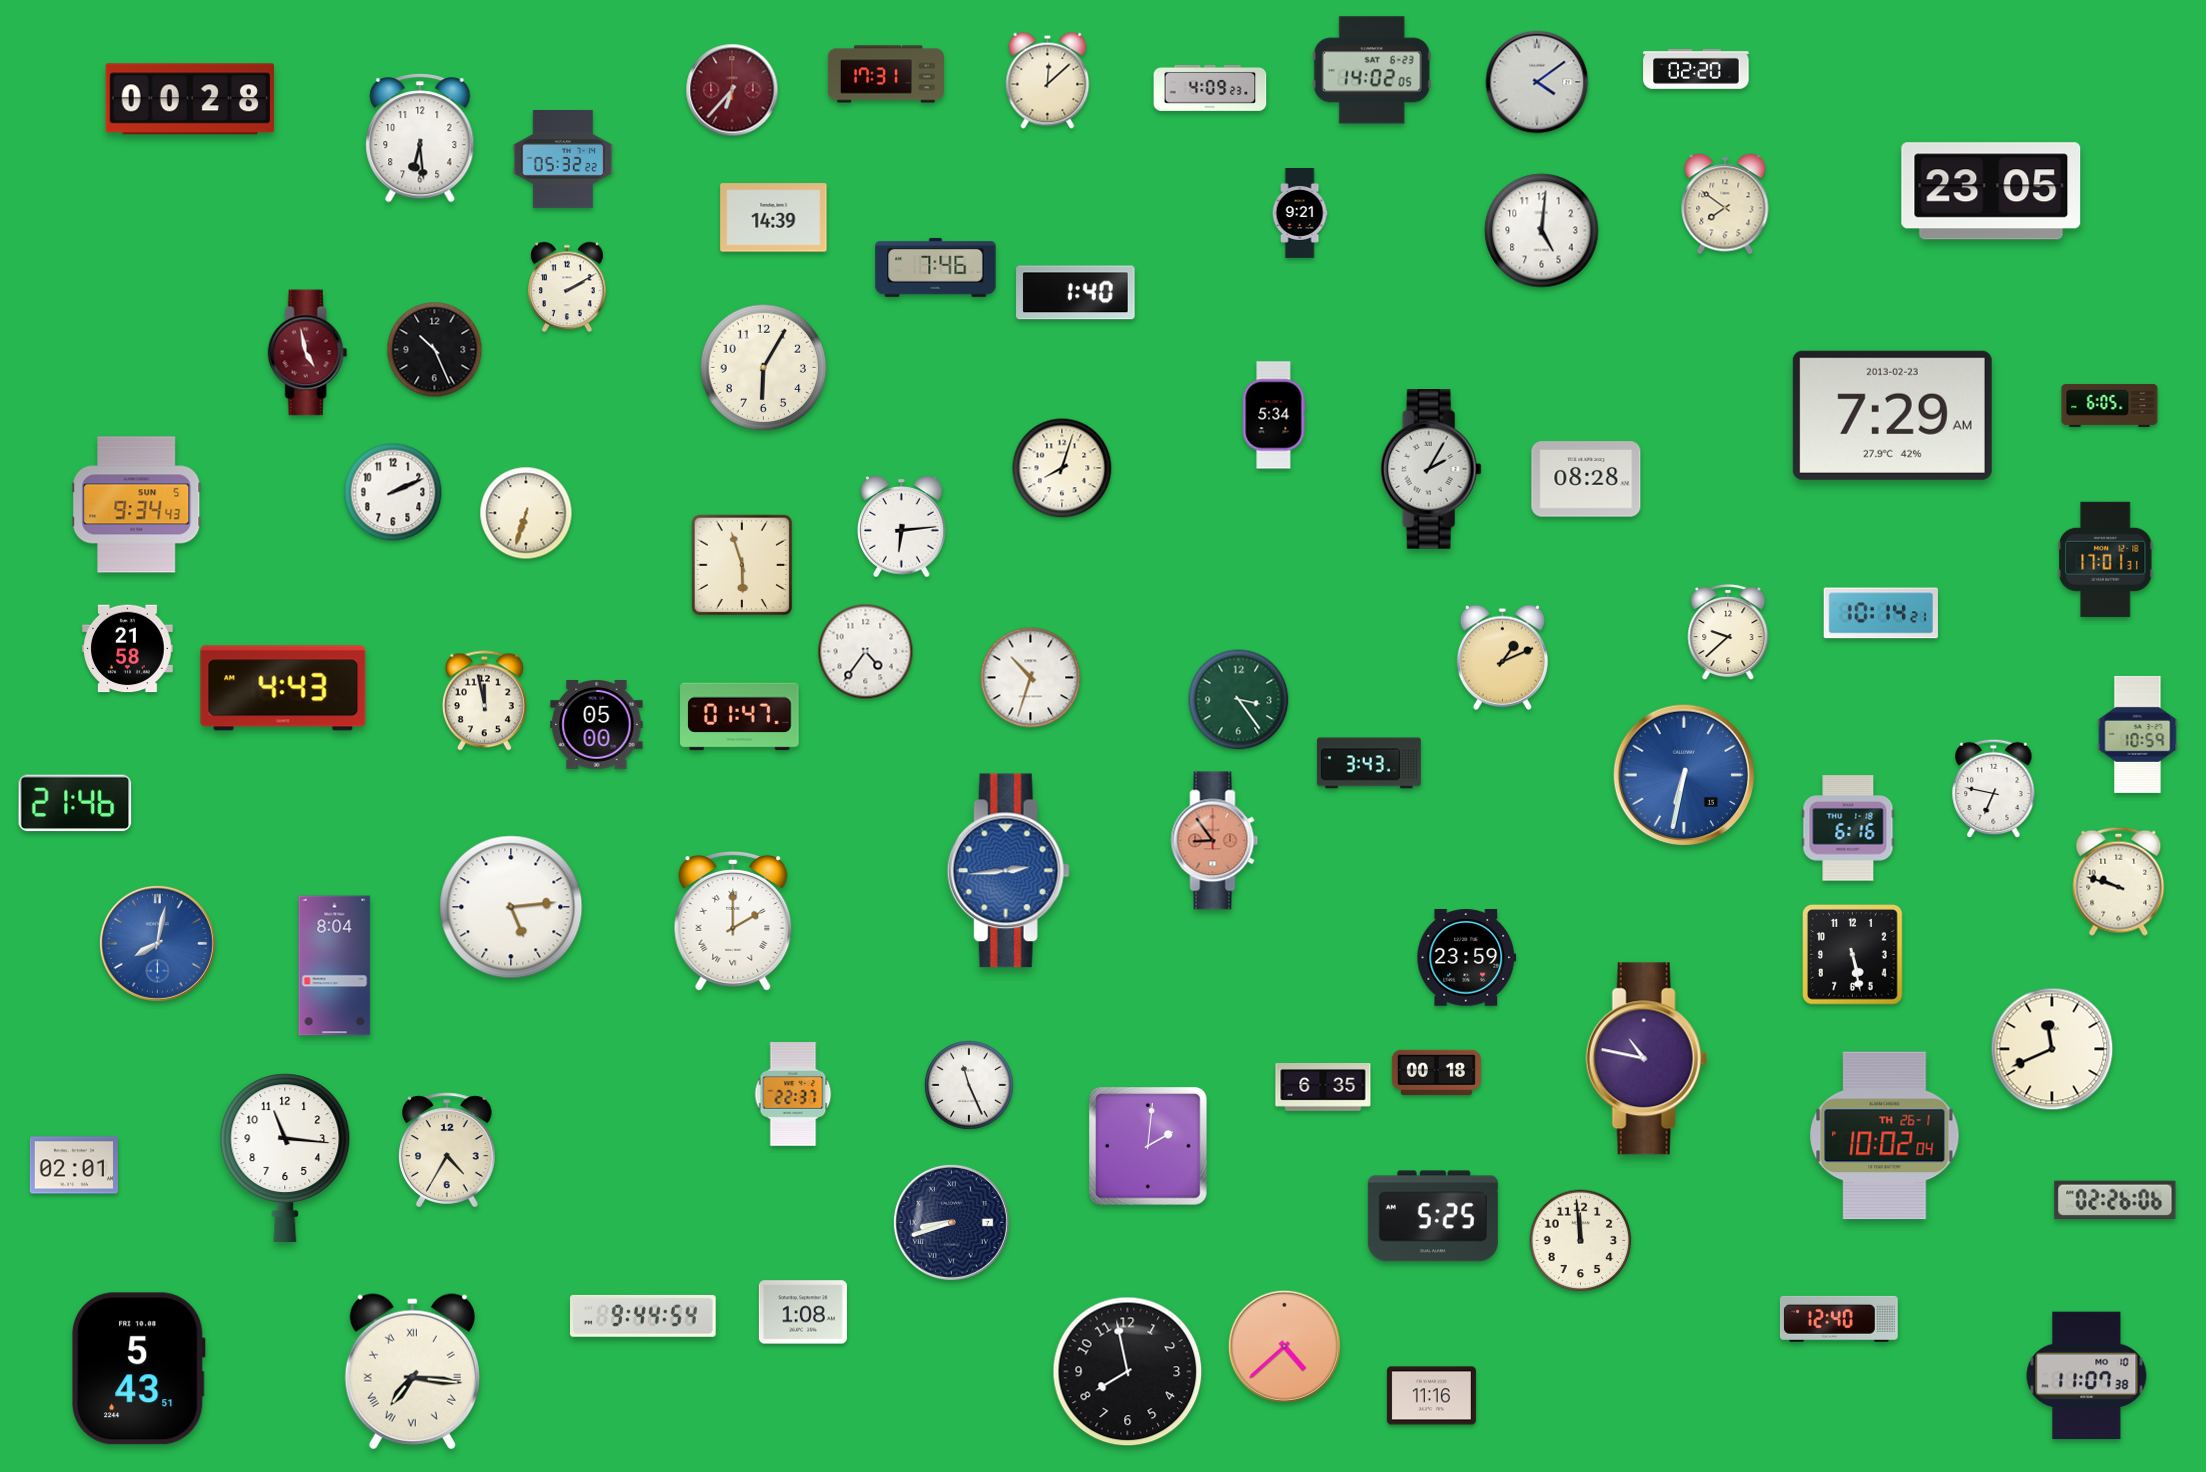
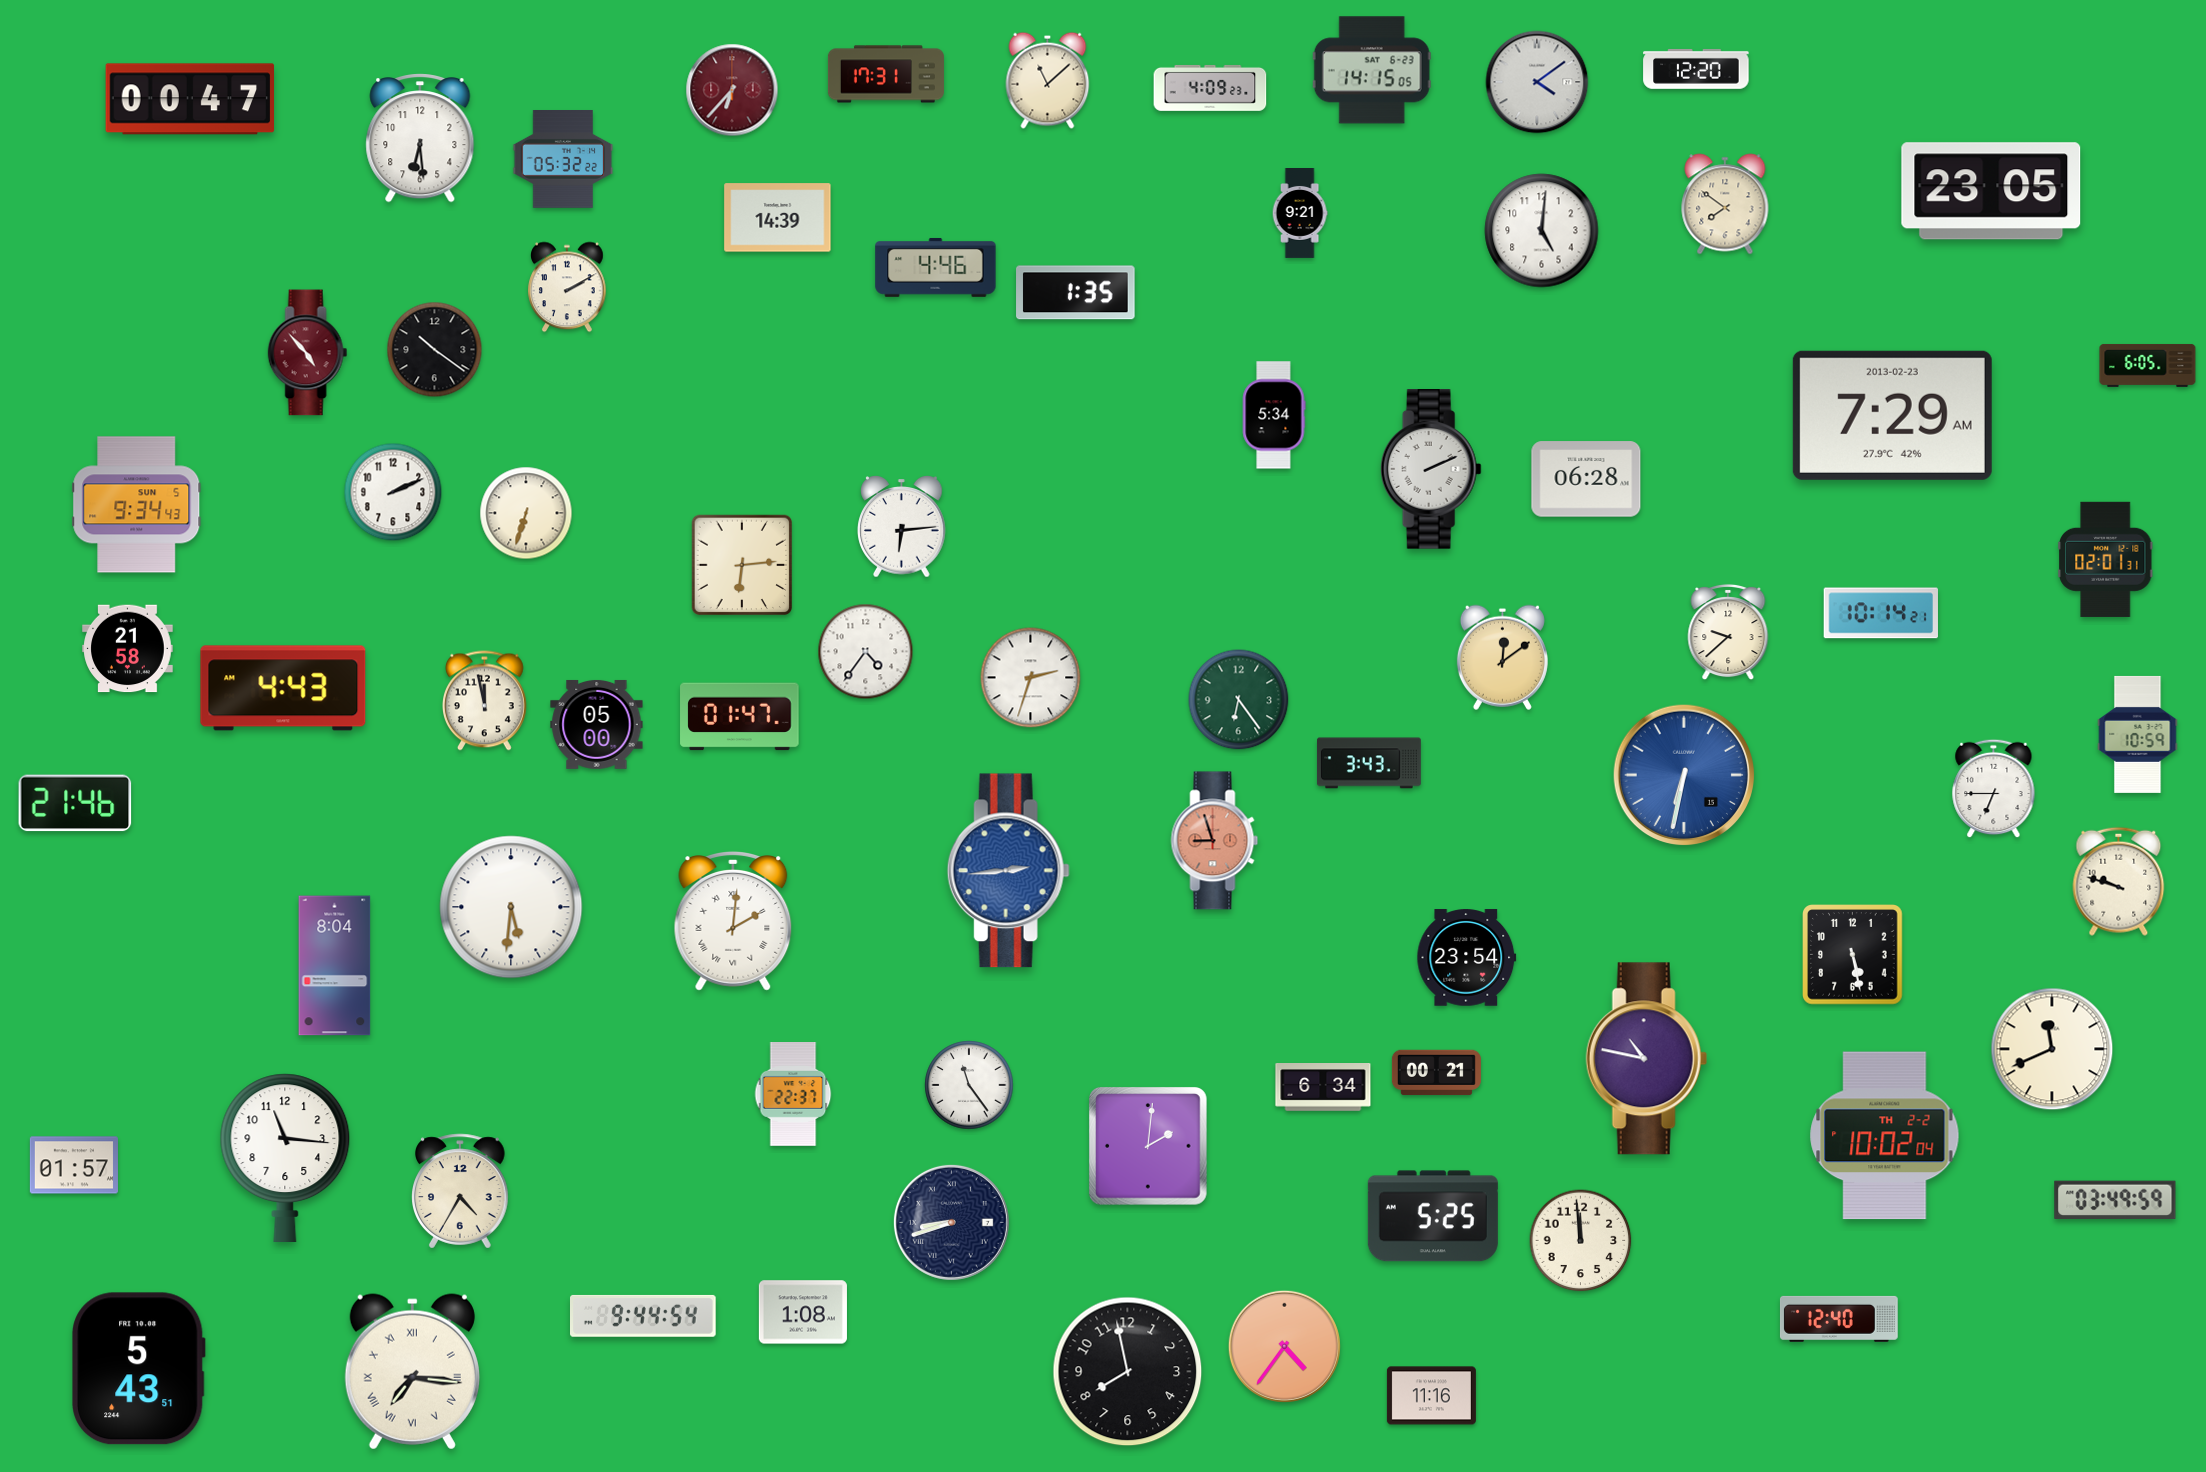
clock at (1696, 69): 02:20 -> 12:20
clock at (1372, 70): 14:02 -> 14:15
clock at (1048, 80): 12:08 -> 11:08
clock at (190, 99): 00:28 -> 00:47
clock at (774, 218) position: (774, 218) -> (778, 218)
clock at (936, 267): 7:46 -> 4:46
clock at (1076, 293): 1:40 -> 1:35
clock at (435, 350): 10:26 -> 10:21
clock at (308, 353): 4:58 -> 4:53
clock at (764, 368): 6:05 -> none
clock at (2110, 405) position: (2110, 405) -> (2148, 365)
clock at (1062, 468): 8:03 -> none
clock at (1431, 469): 2:05 -> 2:11
clock at (1586, 479): 08:28 -> 06:28
clock at (2106, 559): 17:01 -> 02:01
clock at (742, 565): 5:57 -> 6:14
clock at (1502, 657): 1:11 -> 12:09
clock at (1031, 678): 10:33 -> 2:33
clock at (1239, 700): 3:24 -> 6:24
clock at (1994, 789): 6:47 -> 6:45
clock at (1848, 828): 6:16 -> none
clock at (1215, 841): 8:54 -> 8:57
clock at (511, 907): 5:14 -> 5:31
clock at (733, 922): 2:00 -> 2:01
clock at (157, 943): 8:02 -> none
clock at (1467, 958): 23:59 -> 23:54
clock at (1436, 1073): 00:18 -> 00:21
clock at (969, 1085): 11:26 -> 11:24
clock at (1323, 1088): 6:35 -> 6:34
clock at (1885, 1136) date: TH 26-1 -> TH 2-2
clock at (448, 1150) position: (448, 1150) -> (461, 1191)
clock at (74, 1165): 02:01 -> 01:57
clock at (2115, 1200): 02:26 -> 03:49
clock at (1284, 1346): 4:38 -> 4:36
clock at (2087, 1376): 11:07 -> none
